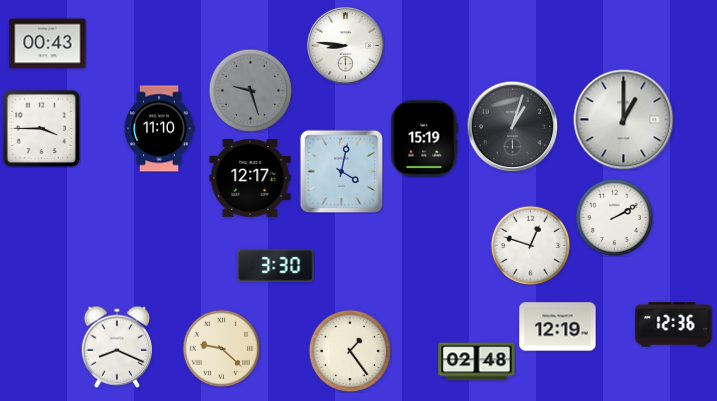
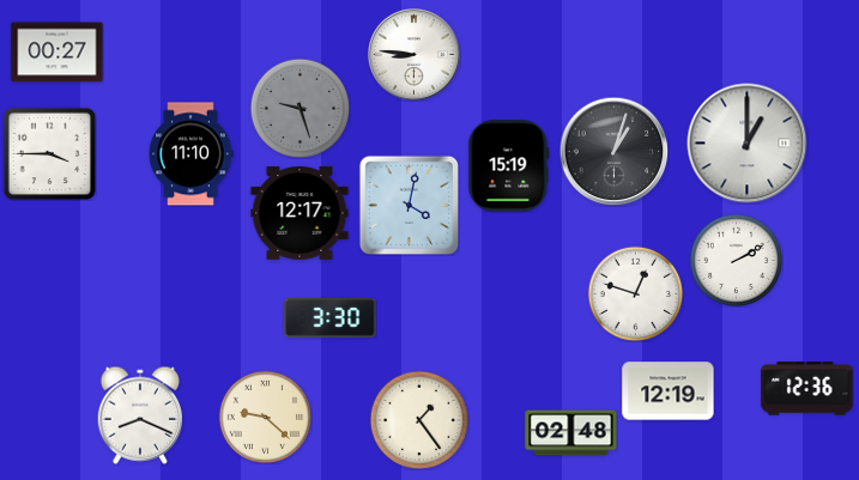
clock at (48, 44): 00:43 -> 00:27
